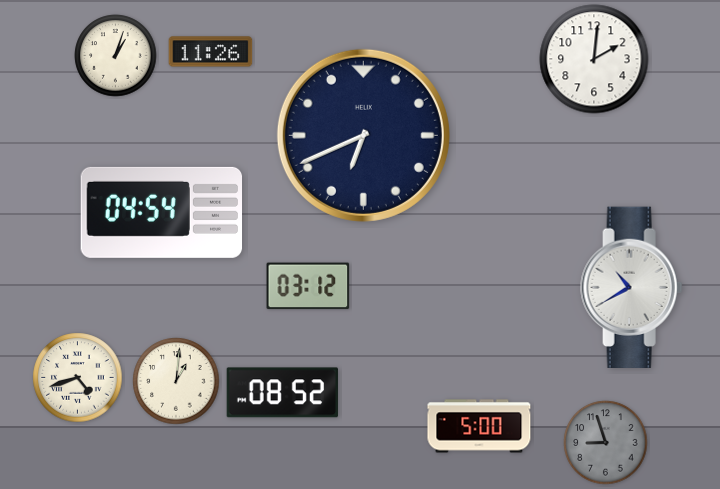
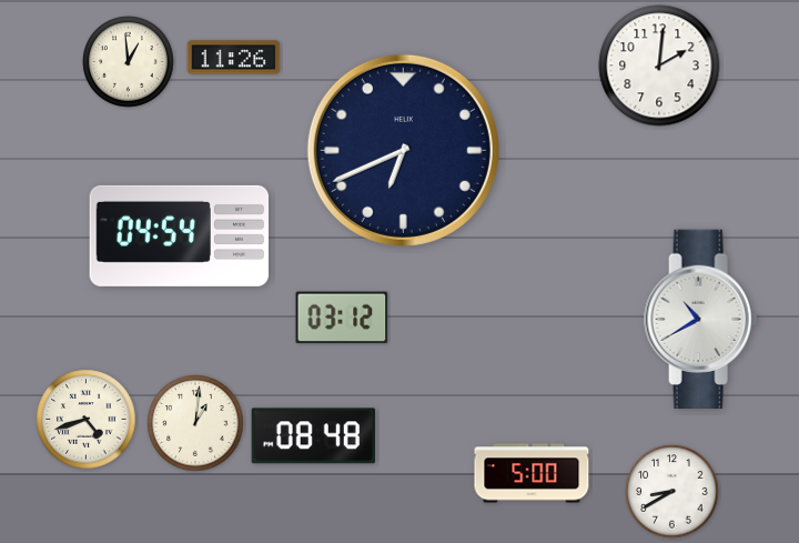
clock at (116, 56): 1:03 -> 12:59
clock at (282, 393): 08:52 -> 08:48
clock at (606, 443): 8:57 -> 8:40
clock at (606, 443) dial: grey -> white
